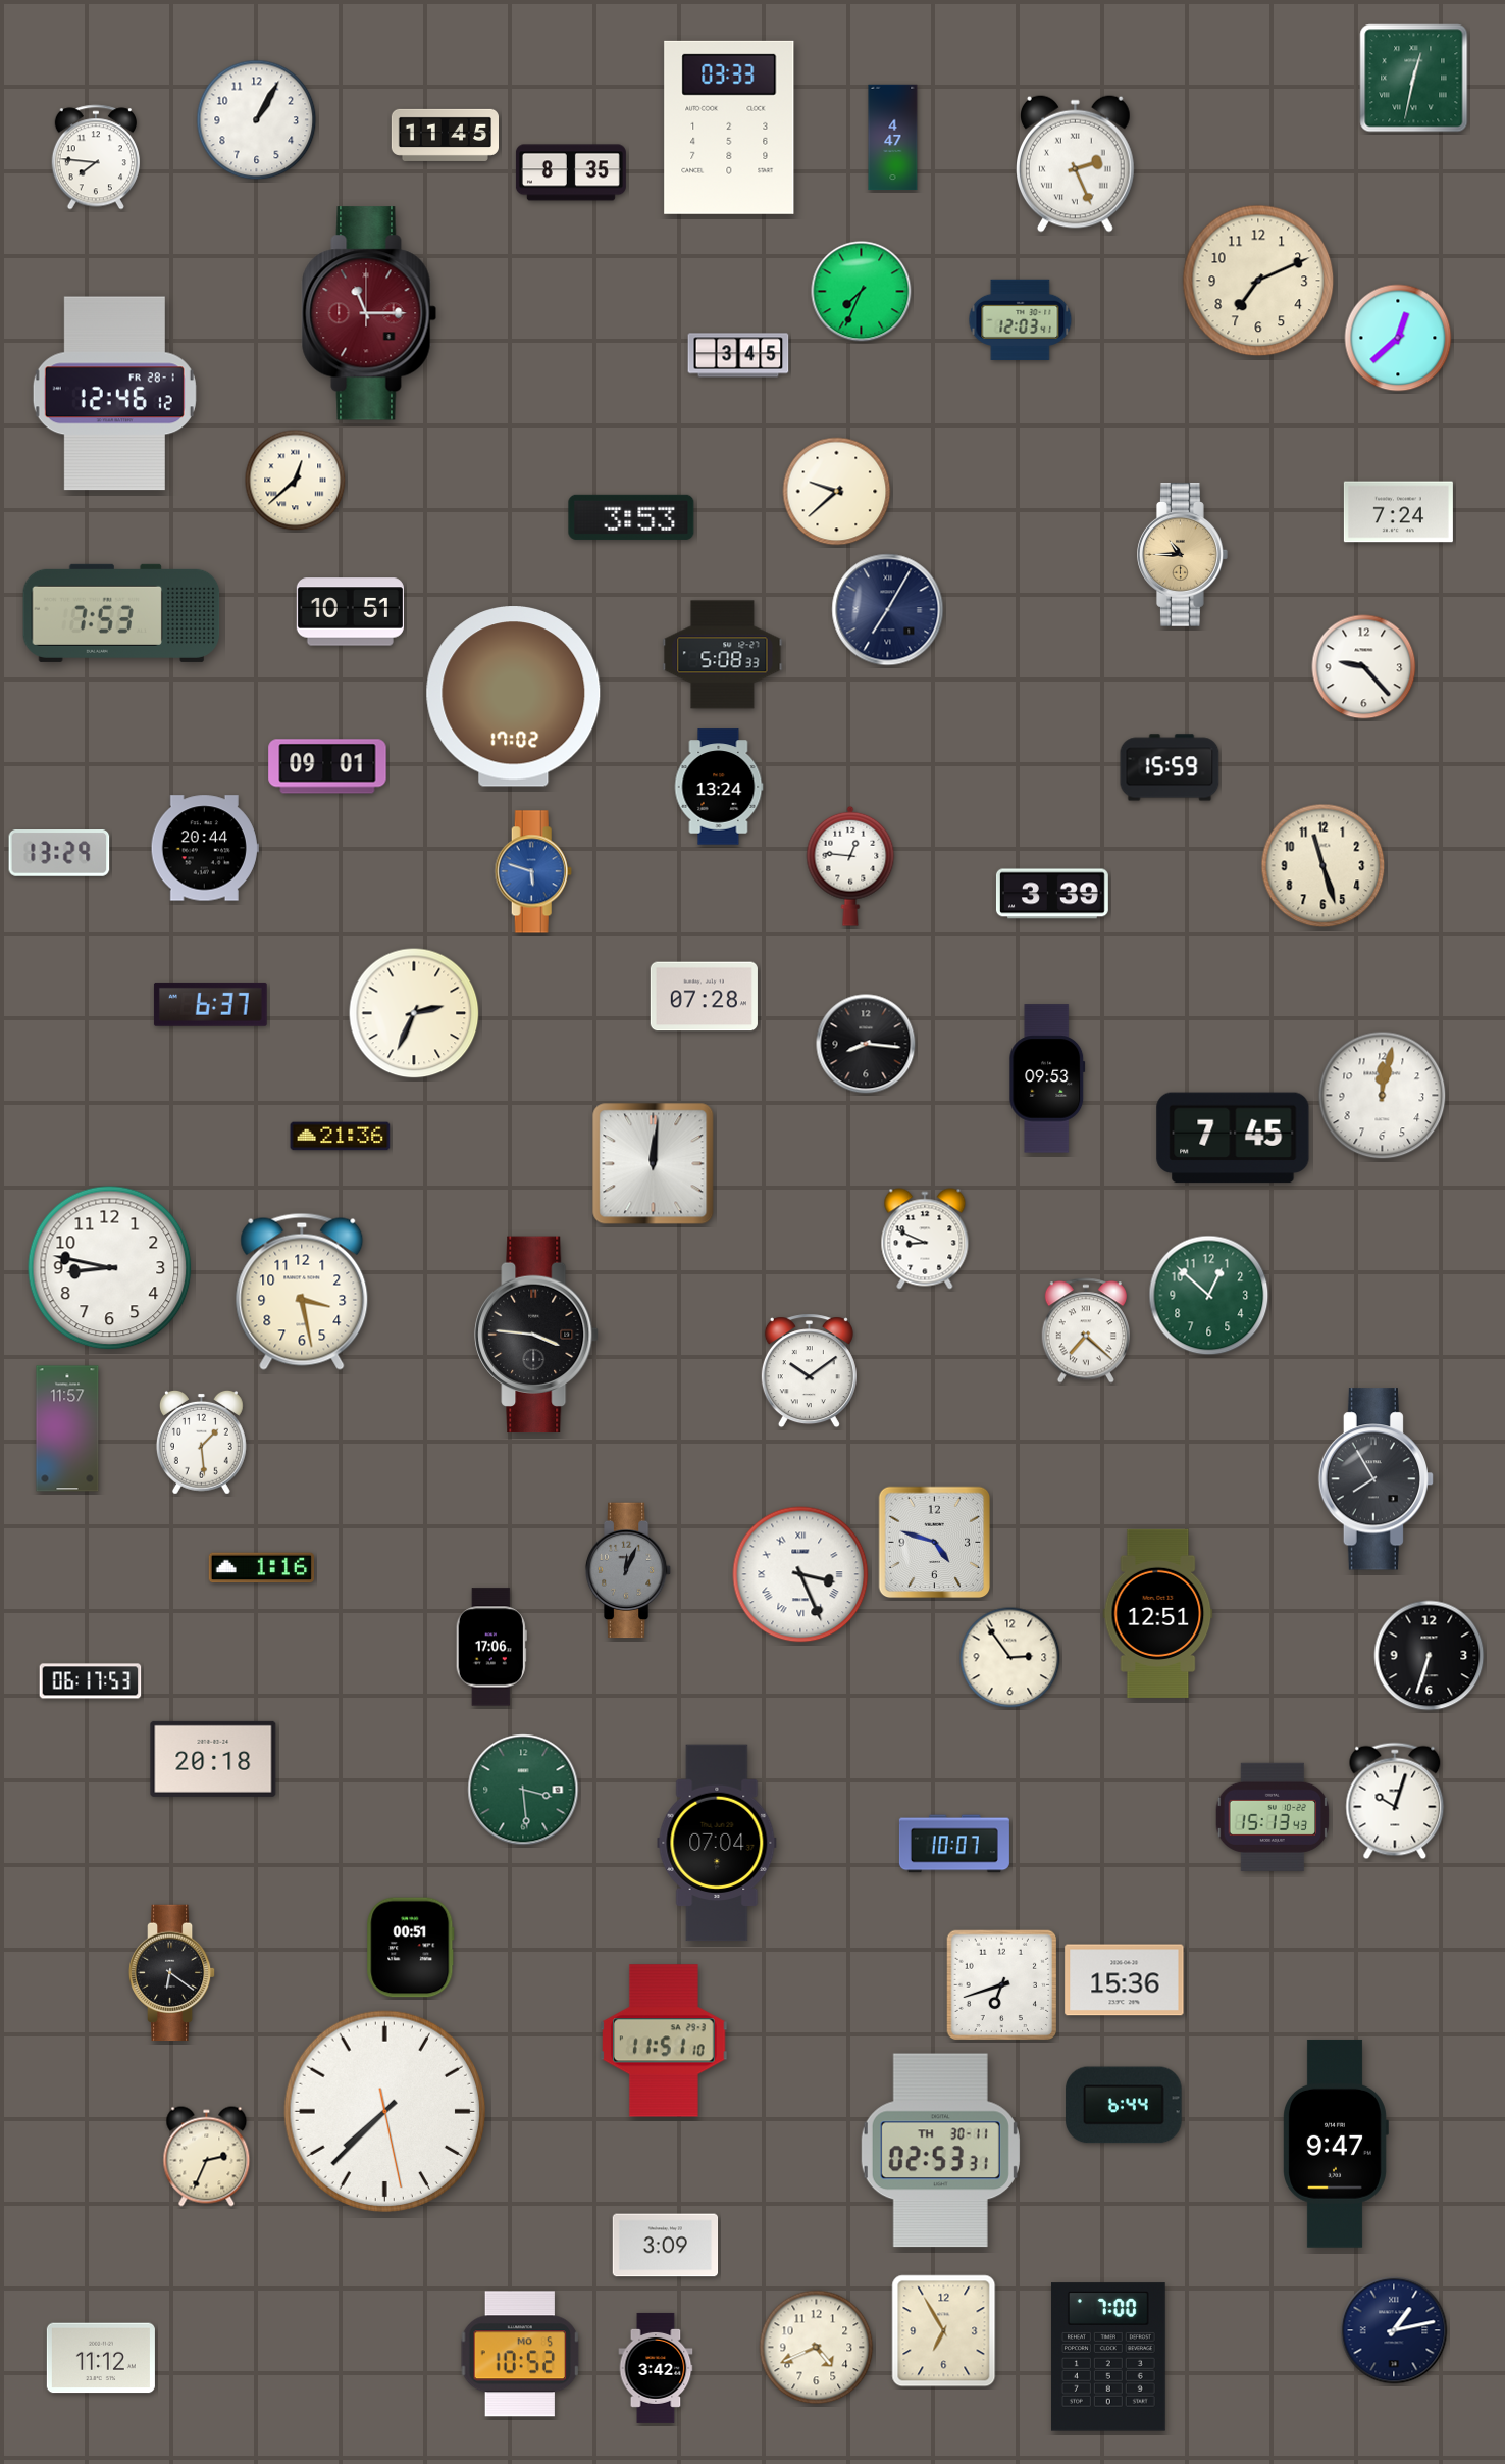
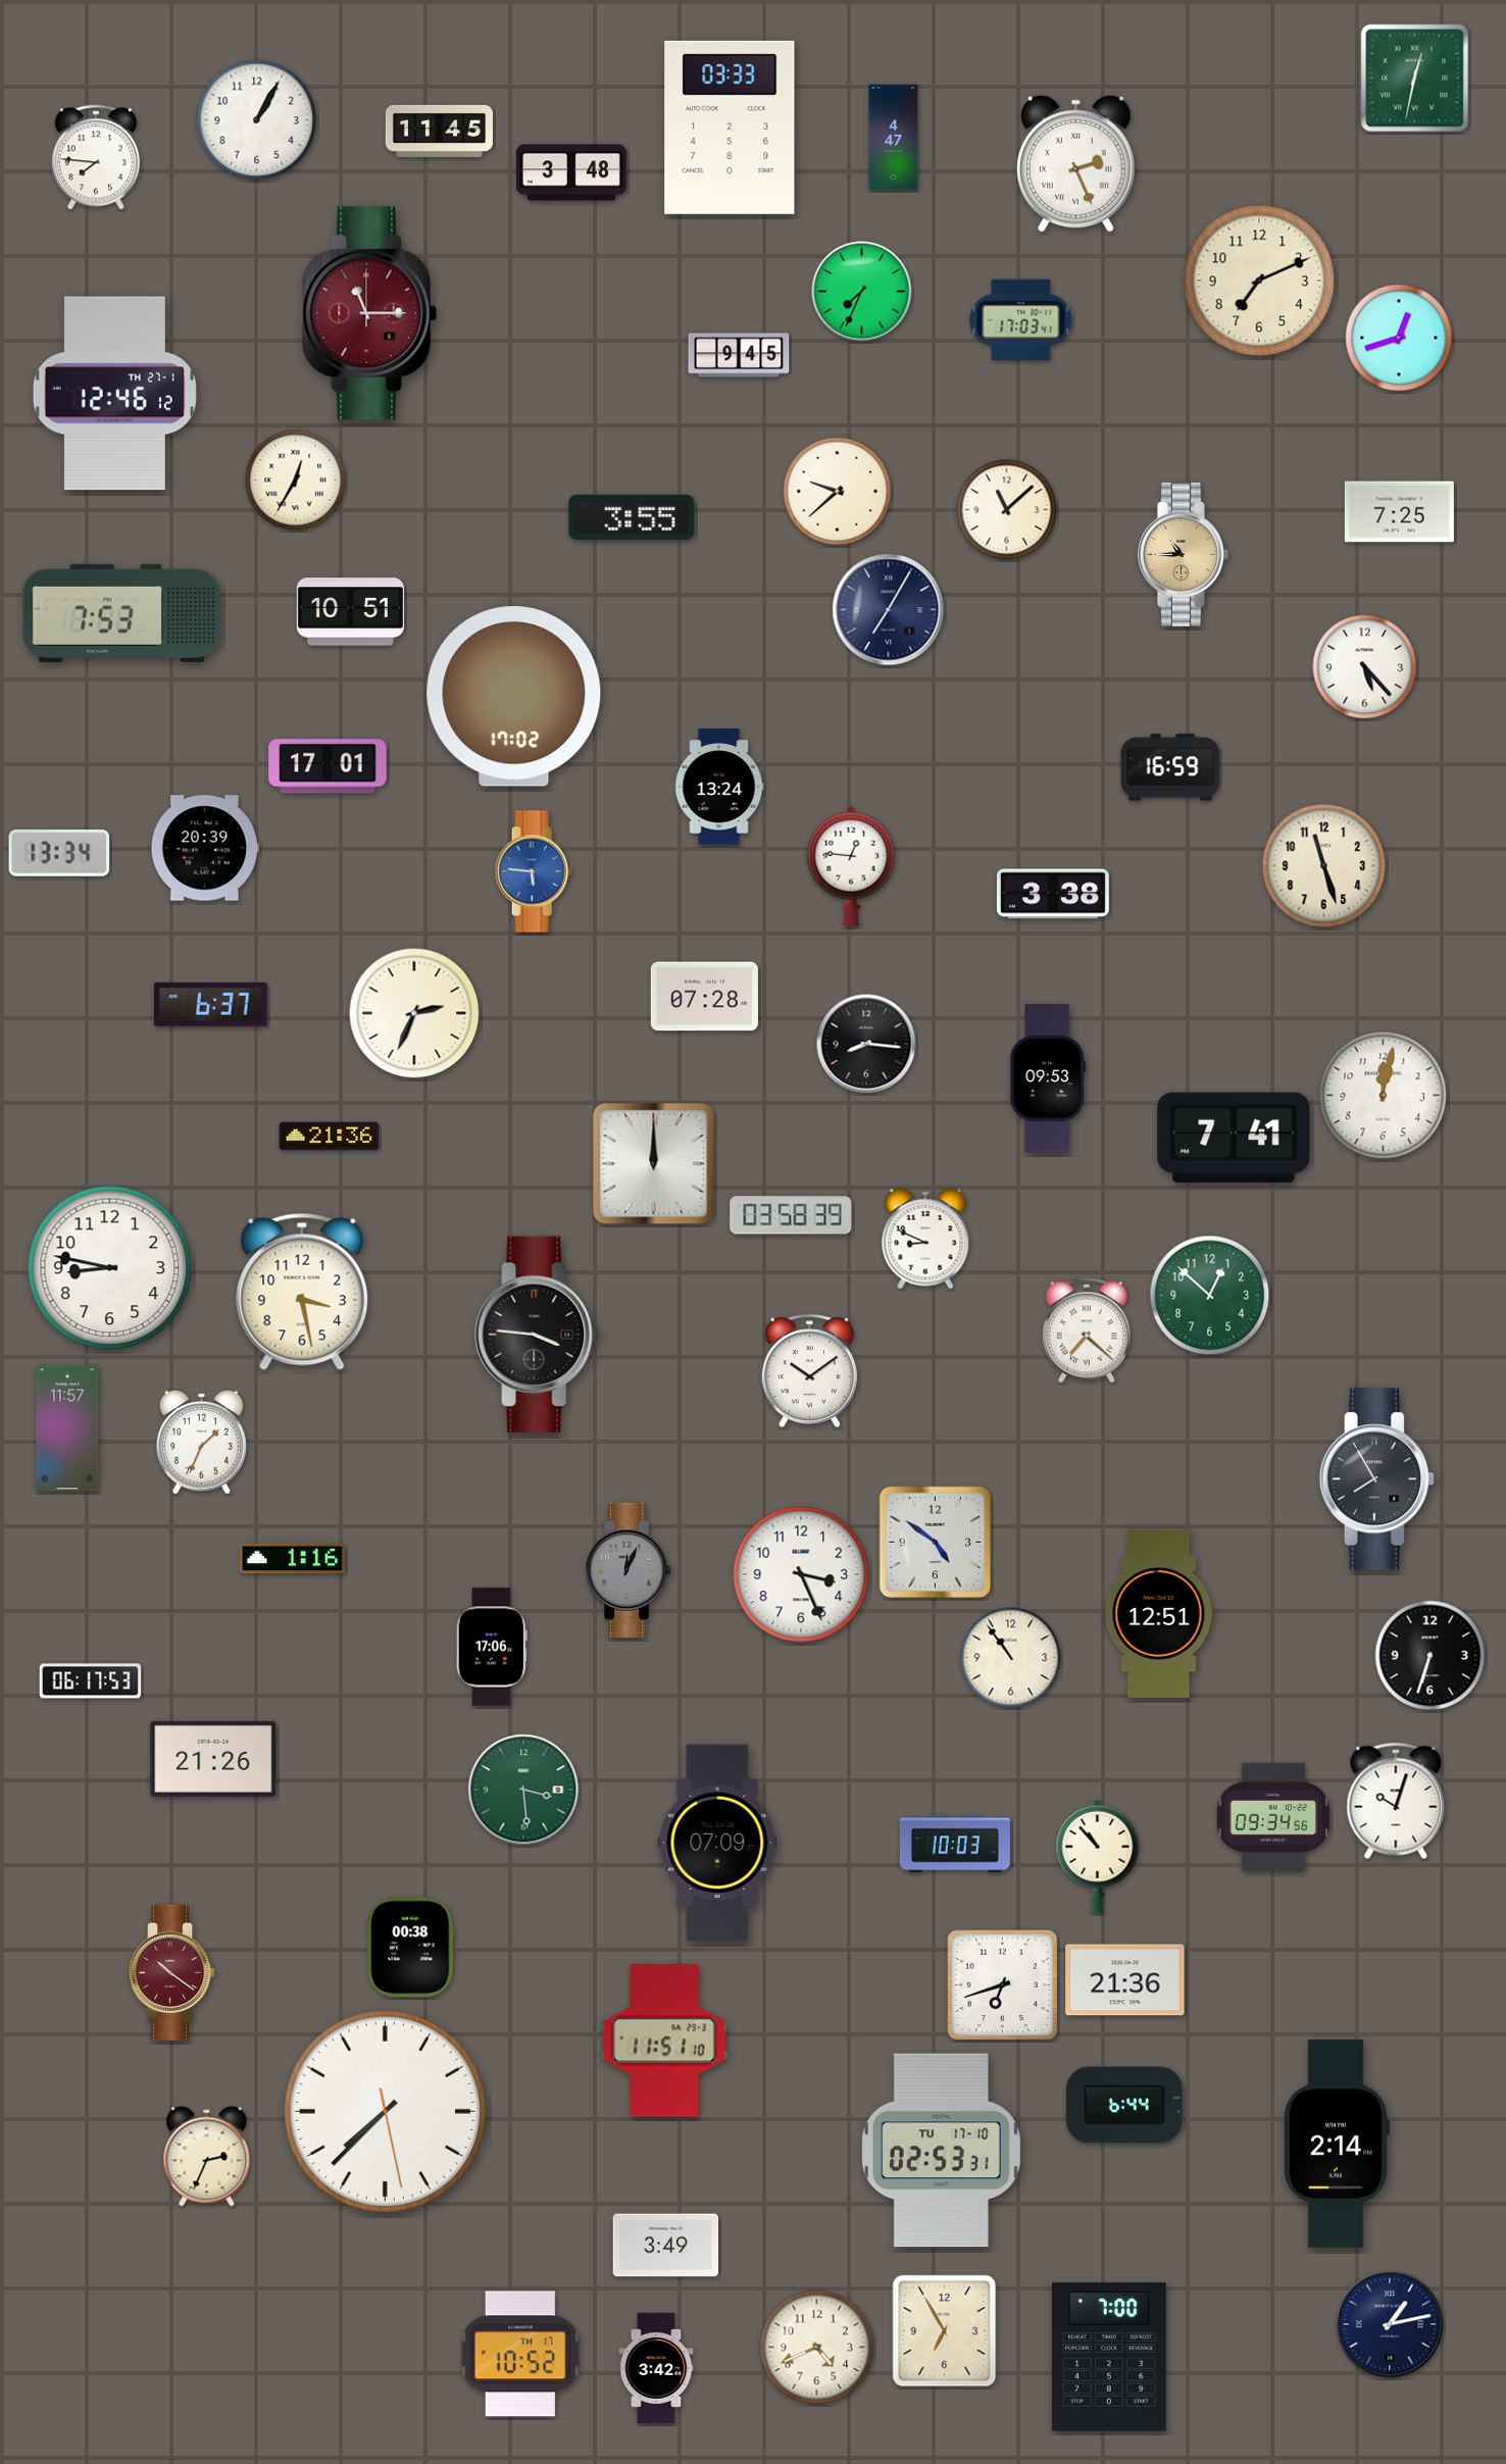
clock at (445, 135) position: (445, 135) -> (439, 131)
clock at (571, 172): 8:35 -> 3:48
clock at (1021, 319): 12:03 -> 17:03
clock at (1398, 338): 12:38 -> 12:42
clock at (738, 355): 3:45 -> 9:45
clock at (114, 394) date: FR 28-1 -> TH 27-1
clock at (296, 481): 12:38 -> 12:35
clock at (1007, 510): none -> 11:08
clock at (1398, 512): 7:24 -> 7:25
clock at (631, 517): 3:53 -> 3:55
clock at (723, 655): 5:08 -> none
clock at (1364, 667): 9:23 -> 5:23
clock at (327, 766): 09:01 -> 17:01
clock at (1170, 767): 15:59 -> 16:59
clock at (205, 848): 20:44 -> 20:39
clock at (59, 854): 13:29 -> 13:34
clock at (533, 871): 5:48 -> 5:46
clock at (1052, 894): 3:39 -> 3:38
clock at (341, 1137) position: (341, 1137) -> (330, 1137)
clock at (1233, 1138): 7:45 -> 7:41
clock at (654, 1164): 12:01 -> 12:00
clock at (791, 1215): none -> 03:58
clock at (201, 1442): 1:29 -> 1:34
clock at (935, 1543): 4:48 -> 4:51
clock at (262, 1568) position: (262, 1568) -> (293, 1559)
clock at (800, 1574) numerals: Roman -> Arabic
clock at (1010, 1658): 2:54 -> 10:54
clock at (213, 1759): 20:18 -> 21:26
clock at (1273, 1817): 15:13 -> 09:34
clock at (717, 1843): 07:04 -> 07:09
clock at (954, 1844): 10:07 -> 10:03
clock at (1098, 1856): none -> 10:53
clock at (411, 1948): 00:51 -> 00:38
clock at (172, 1973): 6:21 -> 10:21
clock at (172, 1973) dial: black -> burgundy
clock at (1125, 1980): 15:36 -> 21:36
clock at (1336, 2144): 9:47 -> 2:14
clock at (940, 2151) date: TH 30-11 -> TU 17-10
clock at (666, 2246): 3:09 -> 3:49
clock at (1394, 2330) position: (1394, 2330) -> (1390, 2324)
clock at (520, 2354) date: MO 5 -> TH 17
clock at (101, 2358): 11:12 -> none
